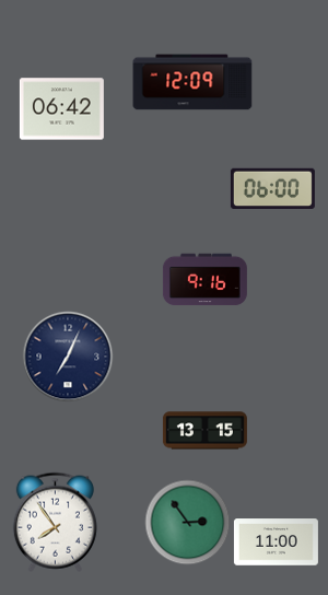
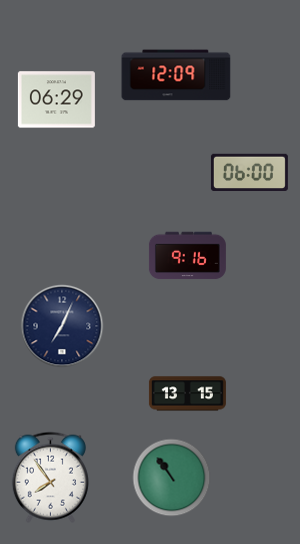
clock at (61, 109): 06:42 -> 06:29
clock at (187, 522): 2:54 -> 10:54
clock at (276, 542): 11:00 -> none
